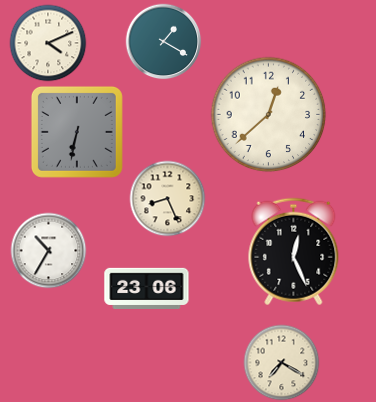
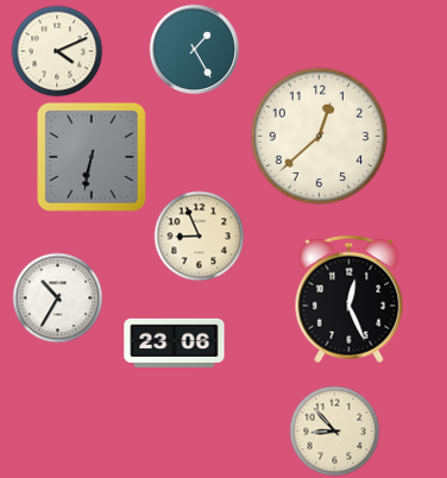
clock at (164, 42): 1:20 -> 1:25
clock at (168, 199): 8:26 -> 8:56
clock at (282, 363): 7:20 -> 8:53
